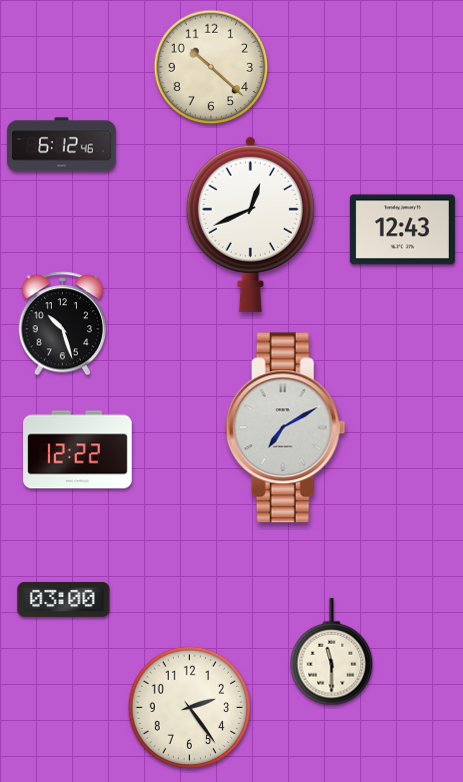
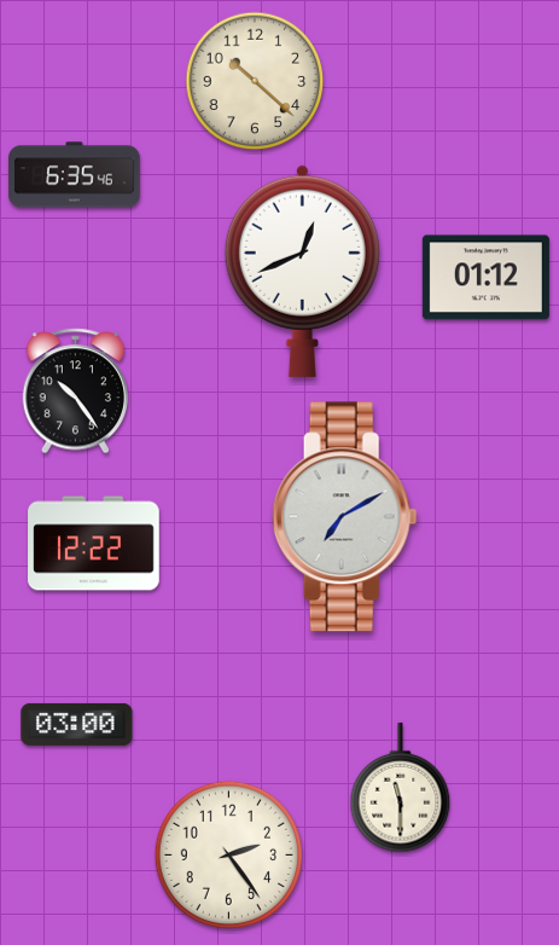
clock at (62, 145): 6:12 -> 6:35
clock at (402, 230): 12:43 -> 01:12
clock at (63, 324): 10:27 -> 10:24
